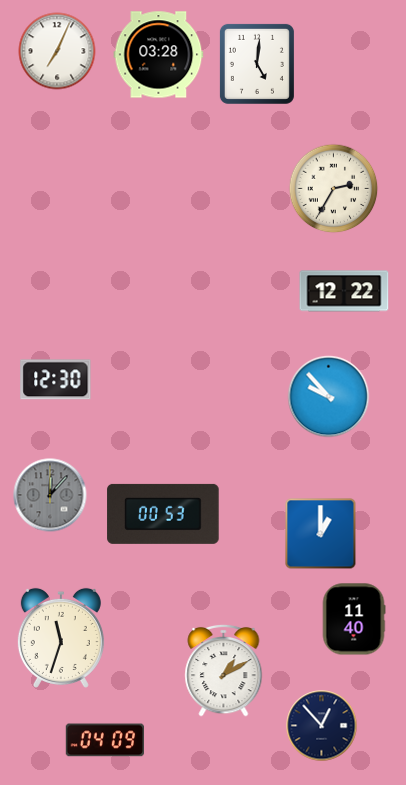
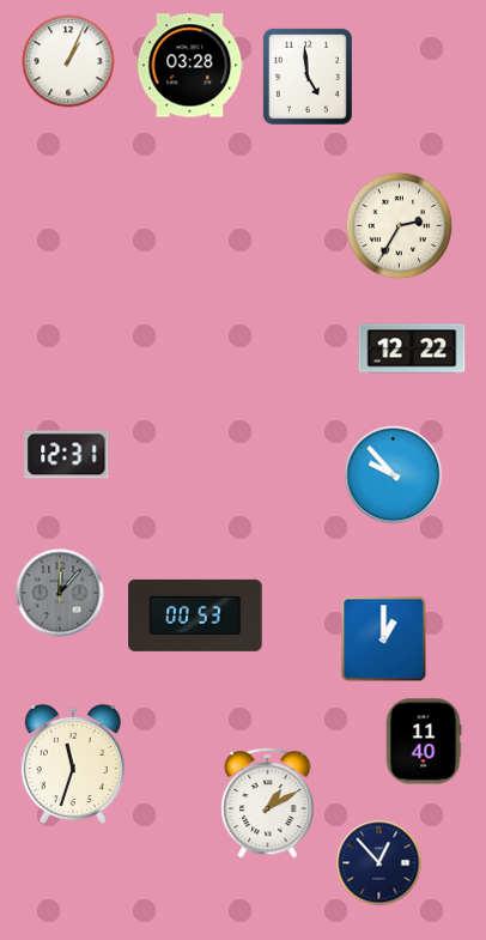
clock at (57, 51): 7:04 -> 1:04
clock at (257, 64): 5:01 -> 4:59
clock at (56, 380): 12:30 -> 12:31
clock at (322, 726) position: (322, 726) -> (379, 863)
clock at (104, 740): 04:09 -> none
